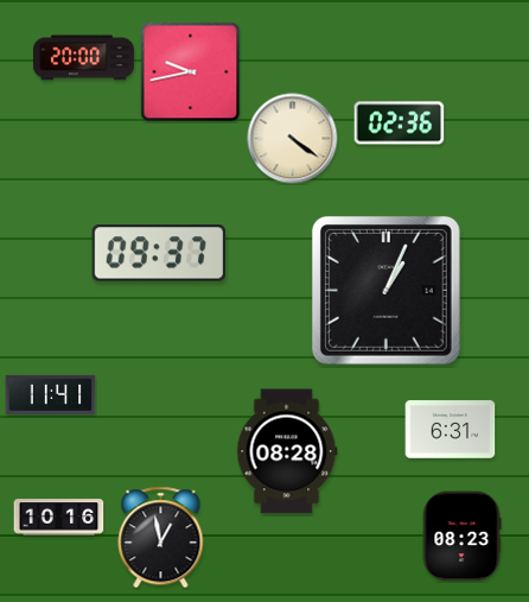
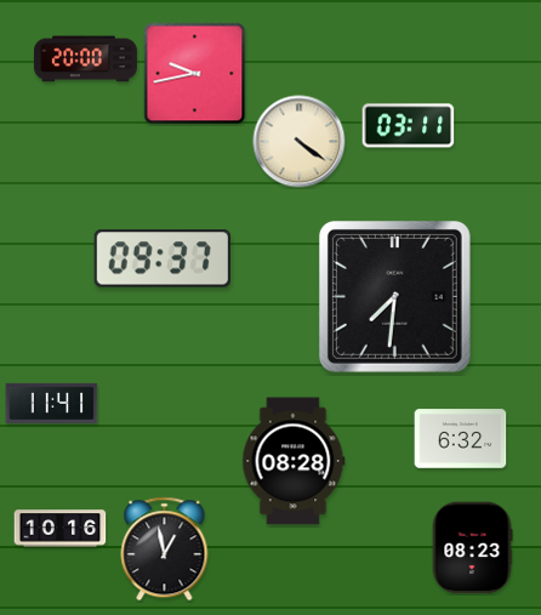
clock at (400, 123): 02:36 -> 03:11
clock at (385, 290): 1:04 -> 7:31
clock at (451, 430): 6:31 -> 6:32
